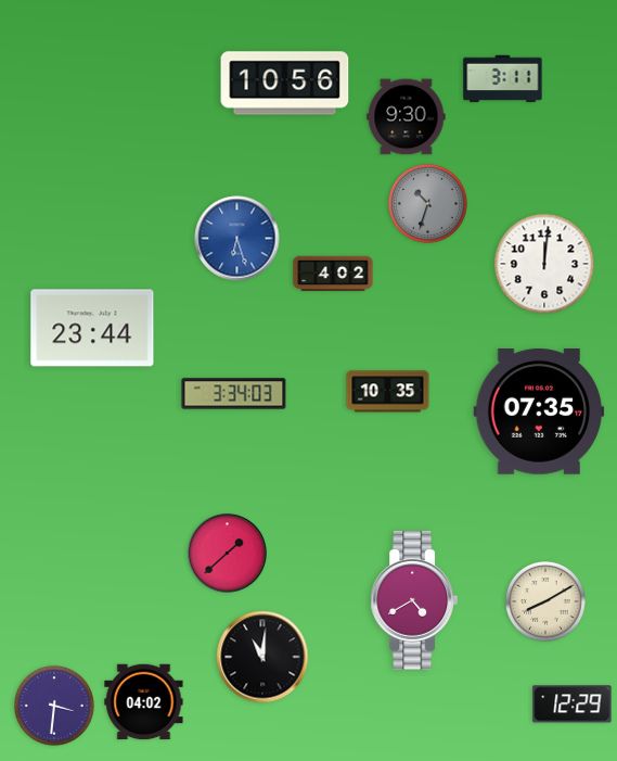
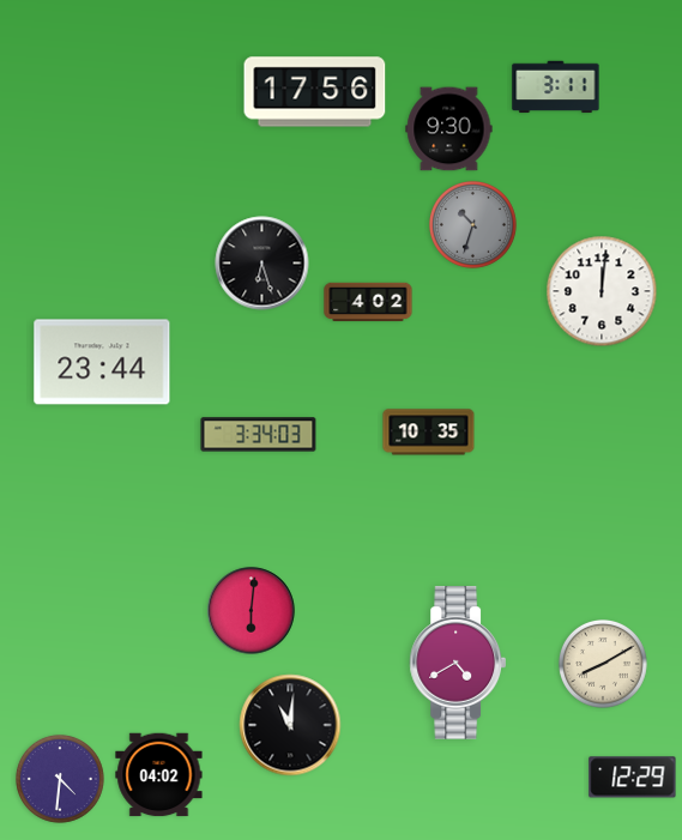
clock at (285, 84): 10:56 -> 17:56
clock at (237, 239) dial: blue -> black
clock at (539, 413): 07:35 -> none
clock at (228, 554): 1:38 -> 6:01
clock at (54, 706): 3:31 -> 4:31
